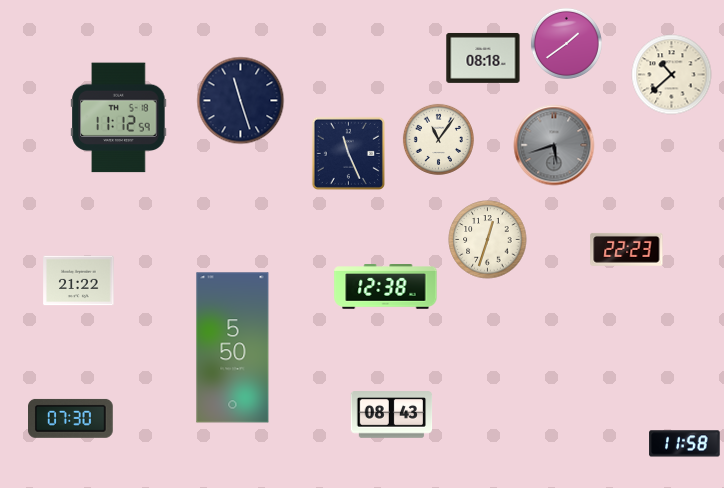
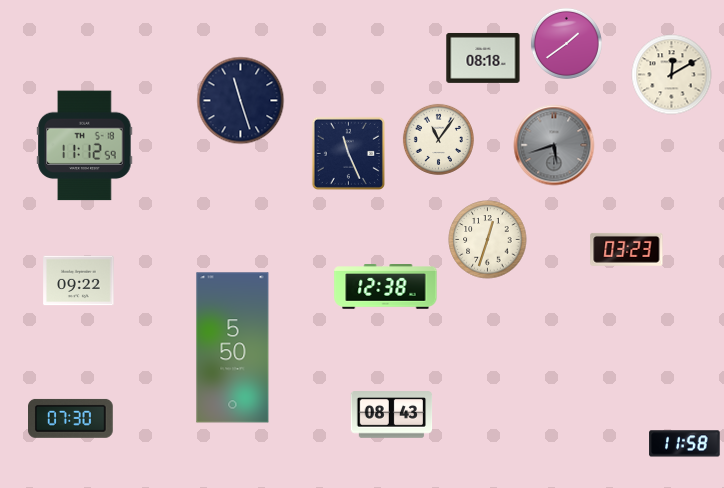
clock at (672, 75): 10:38 -> 12:10
clock at (119, 118) position: (119, 118) -> (85, 146)
clock at (627, 249): 22:23 -> 03:23
clock at (79, 281): 21:22 -> 09:22
